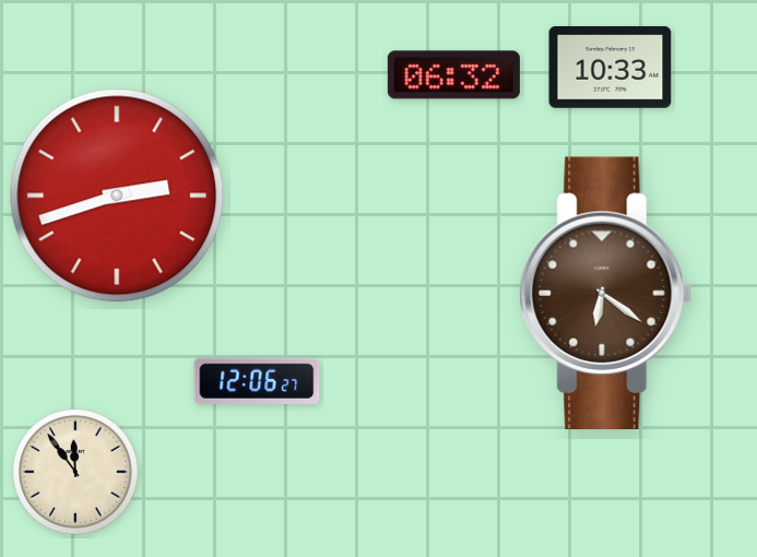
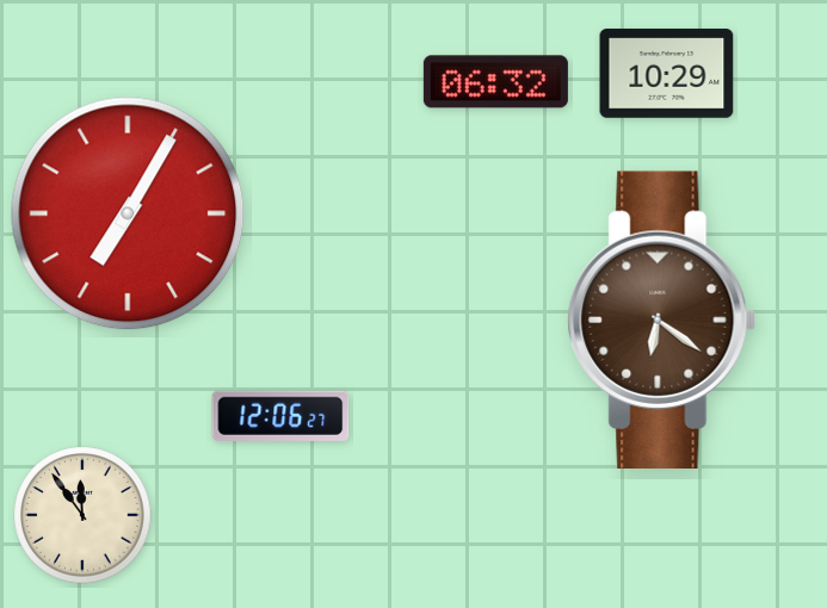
clock at (611, 68): 10:33 -> 10:29
clock at (117, 195): 2:42 -> 7:05
